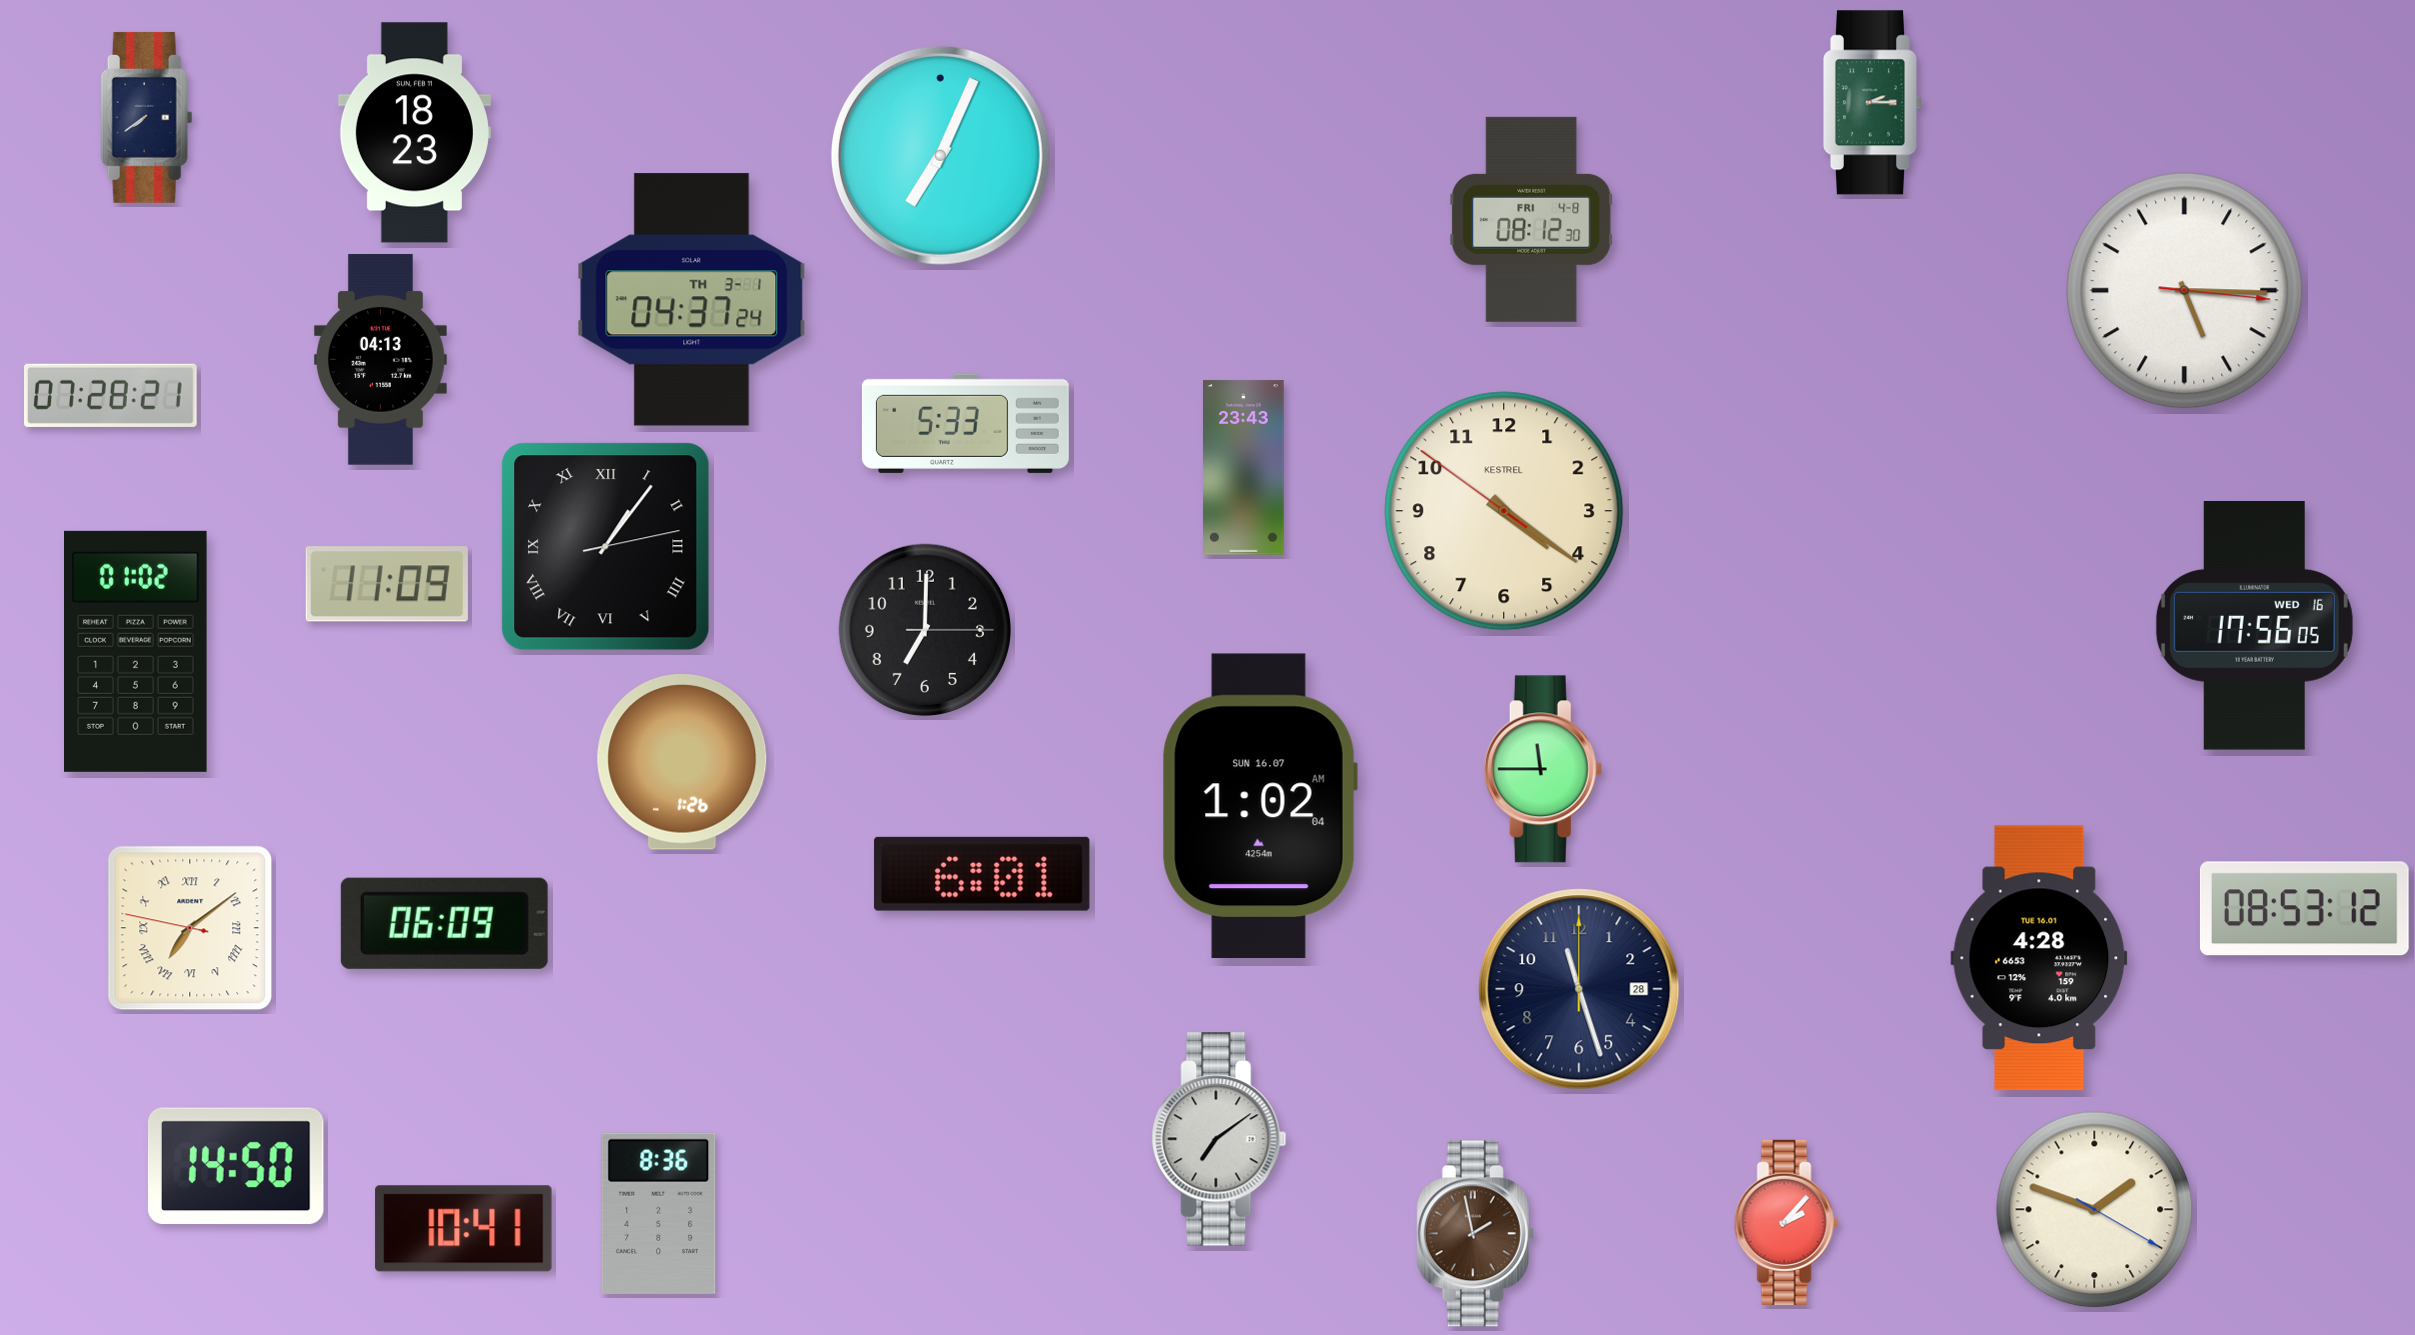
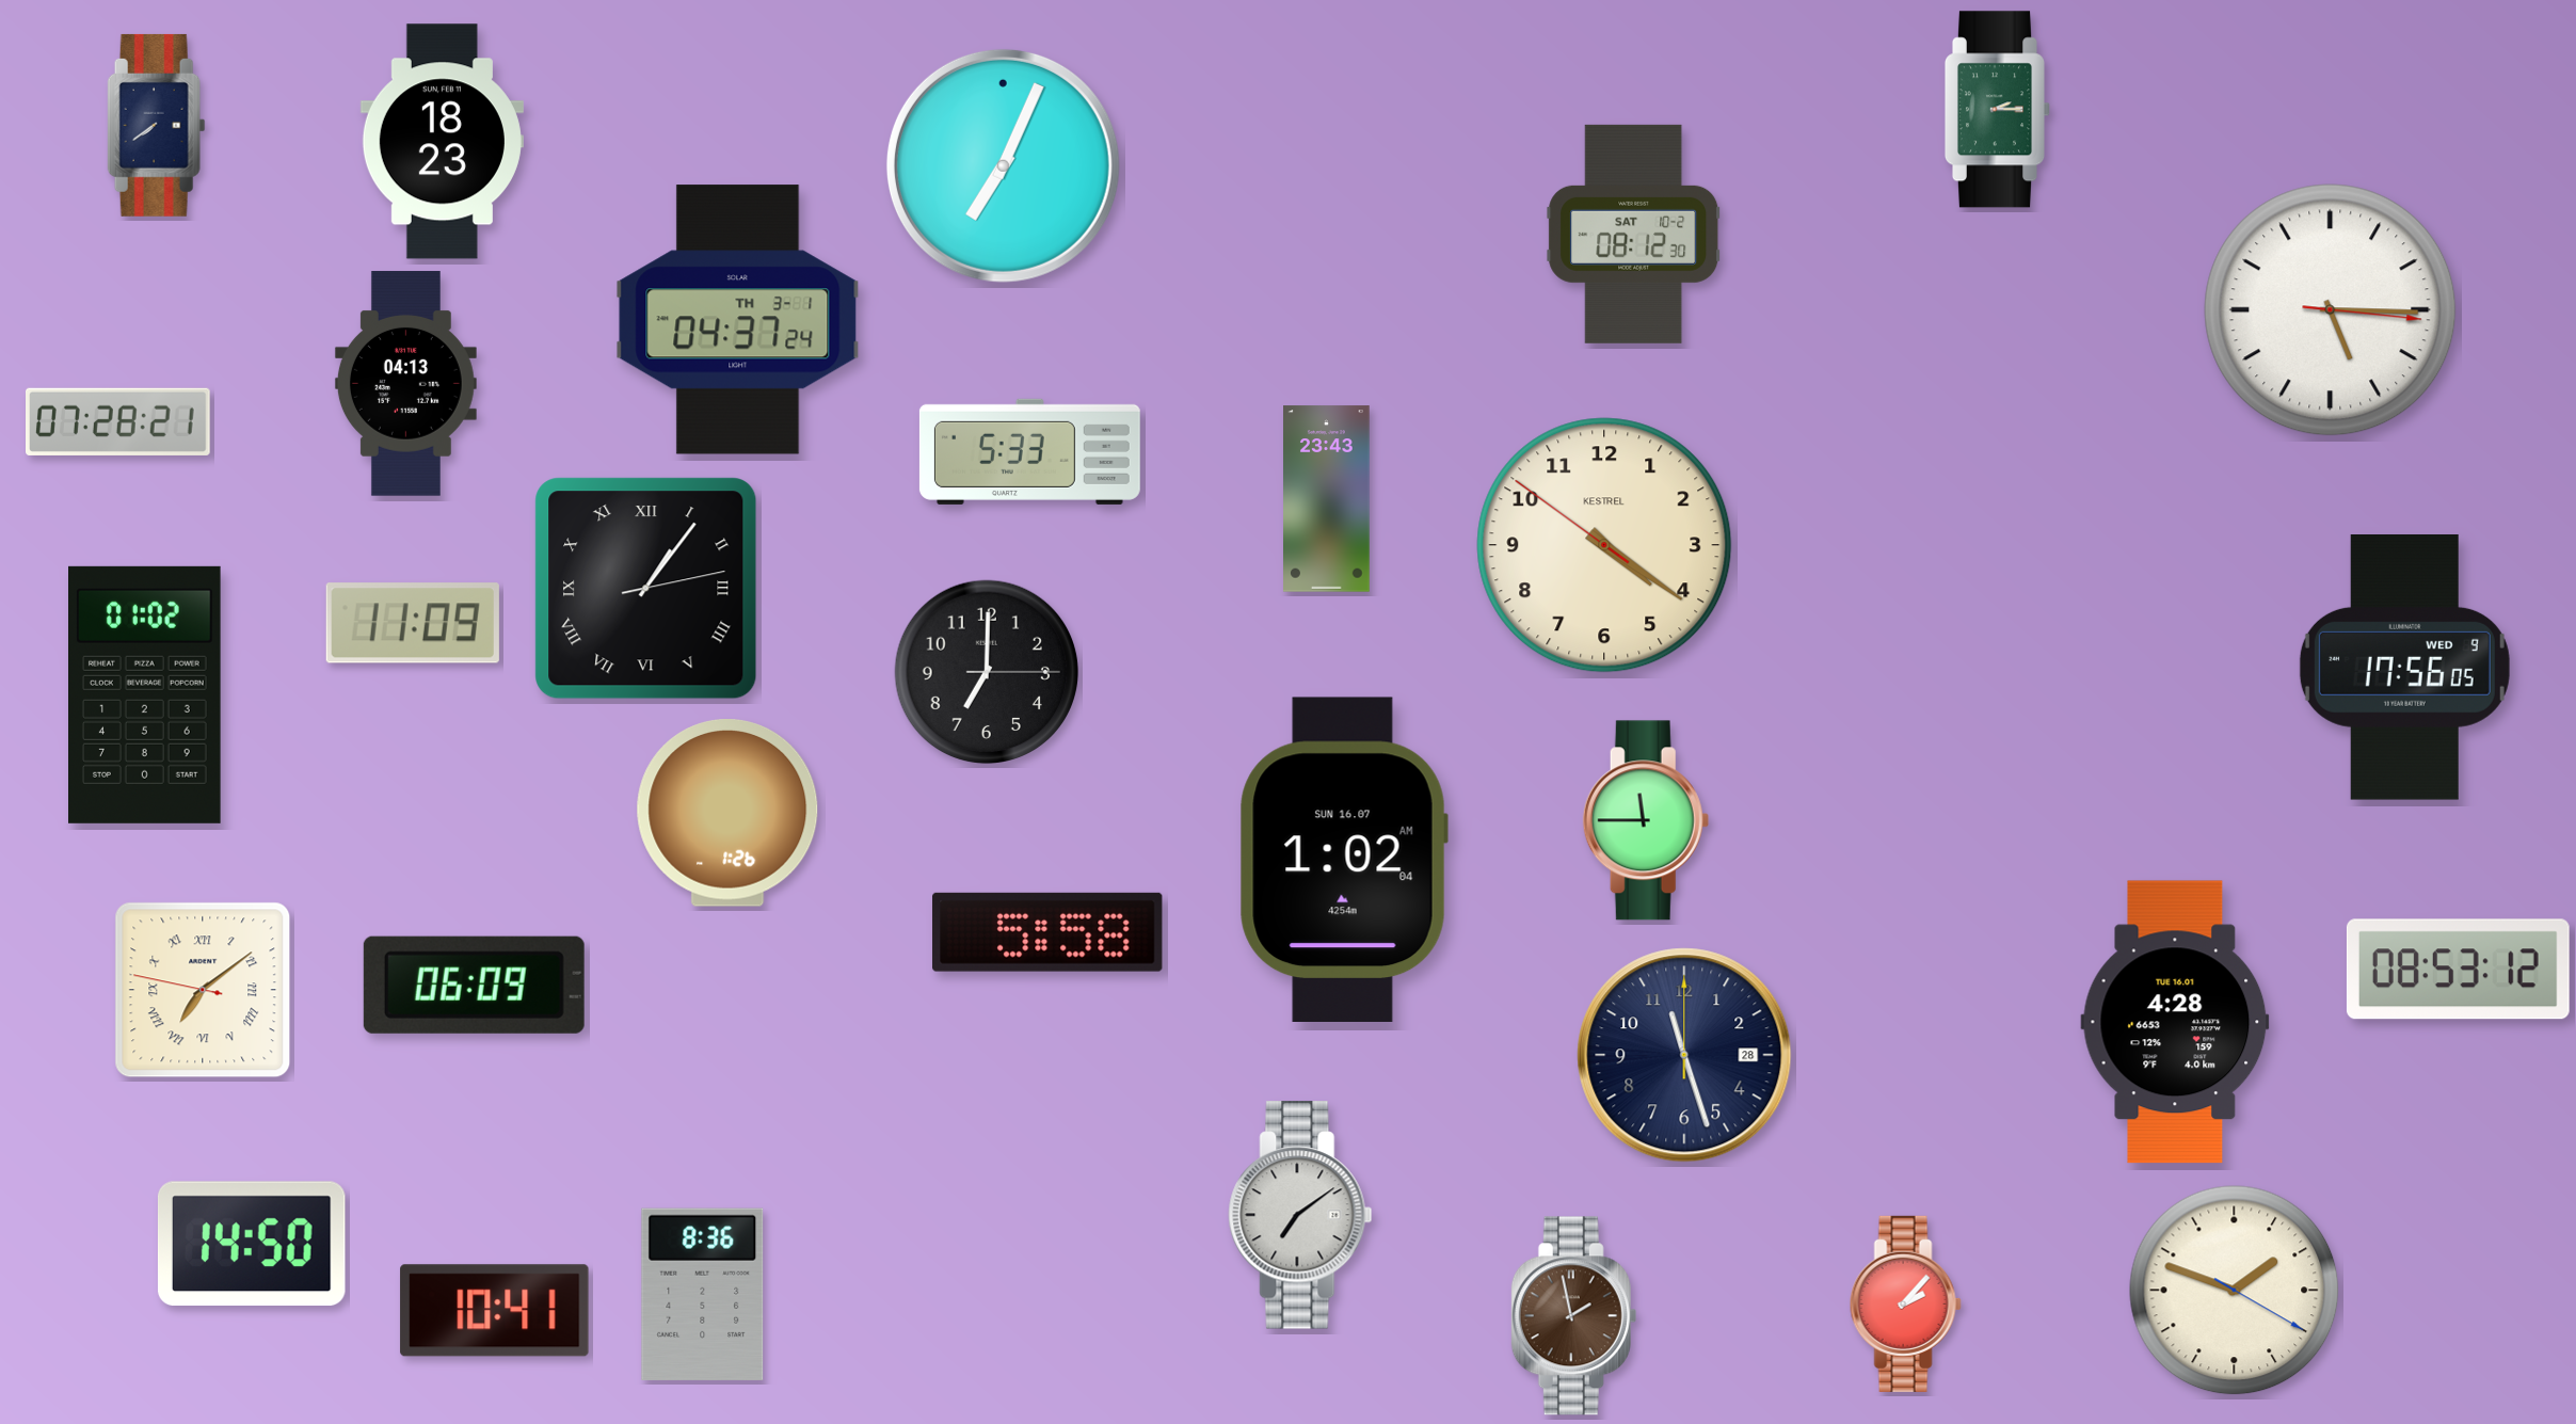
clock at (1532, 219) date: FRI 4-8 -> SAT 10-2
clock at (606, 547) position: (606, 547) -> (646, 589)
clock at (2254, 626) date: WED 16 -> WED 9
clock at (982, 874): 6:01 -> 5:58
